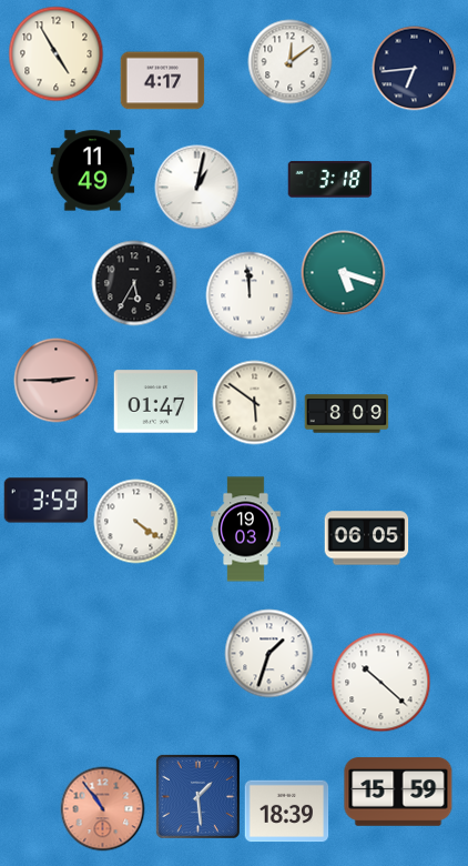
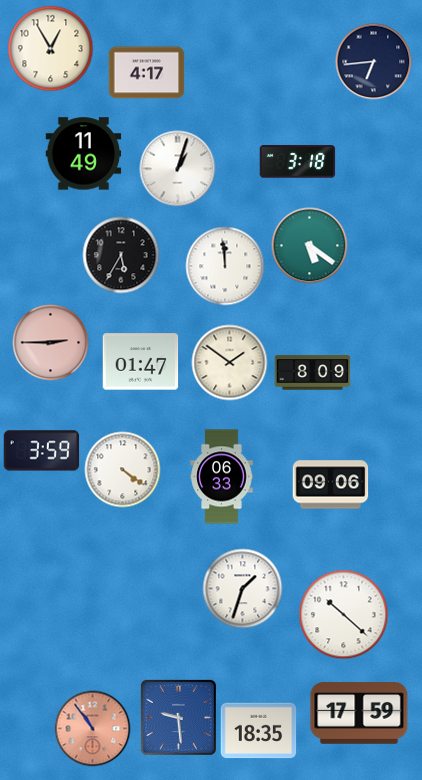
clock at (57, 54): 4:55 -> 12:55
clock at (291, 62): 12:09 -> none
clock at (197, 188): 1:02 -> 1:03
clock at (344, 273): 5:18 -> 5:21
clock at (255, 403): 5:51 -> 1:51
clock at (246, 530): 19:03 -> 06:33
clock at (367, 538): 06:05 -> 09:06
clock at (398, 792): 15:59 -> 17:59
clock at (197, 796): 1:29 -> 9:29
clock at (287, 812): 18:39 -> 18:35
